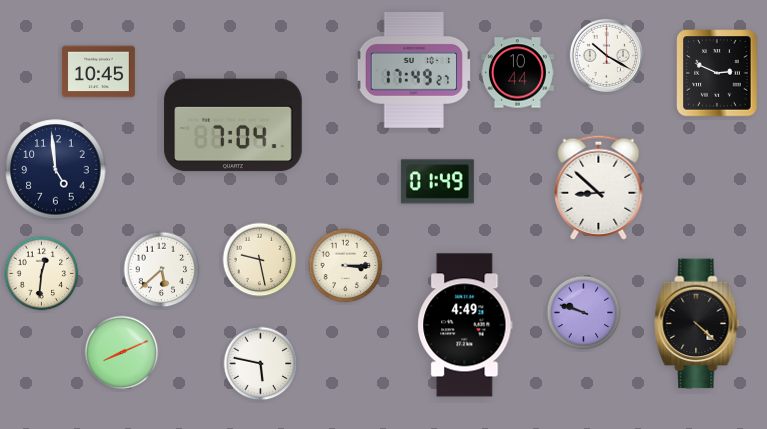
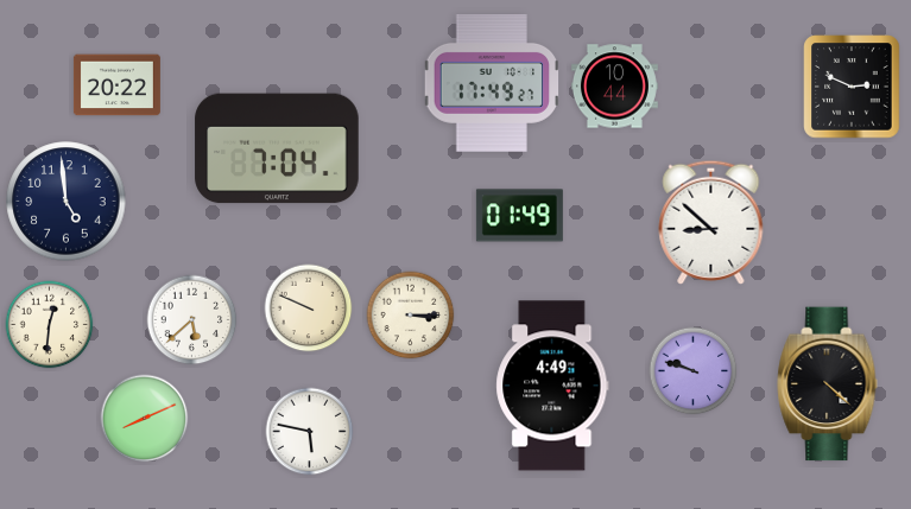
clock at (606, 55): 10:20 -> none
clock at (98, 72): 10:45 -> 20:22
clock at (260, 260): 9:28 -> 9:49
